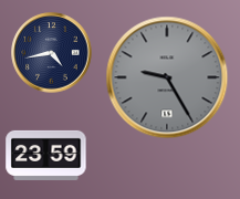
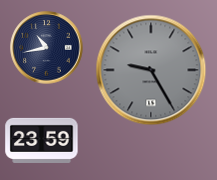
clock at (52, 53): 4:43 -> 10:43
